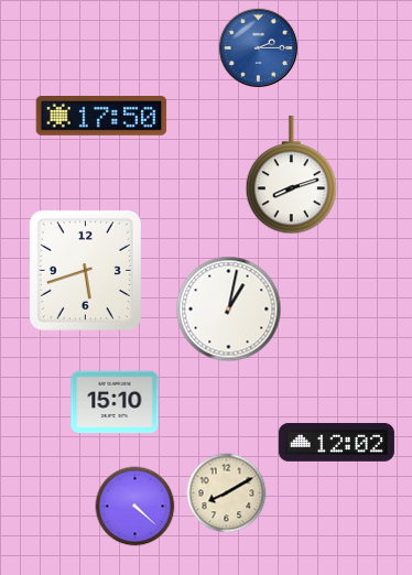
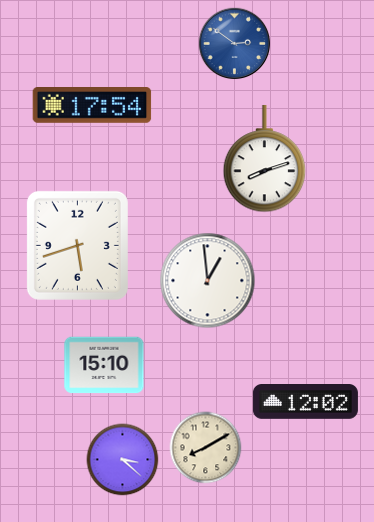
clock at (259, 48): 2:15 -> 2:51
clock at (101, 117): 17:50 -> 17:54
clock at (229, 310): 1:02 -> 12:59
clock at (135, 507): 4:22 -> 3:22
